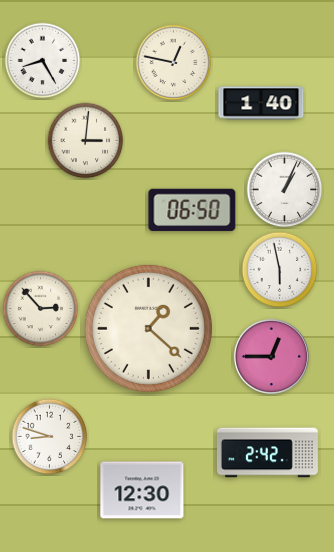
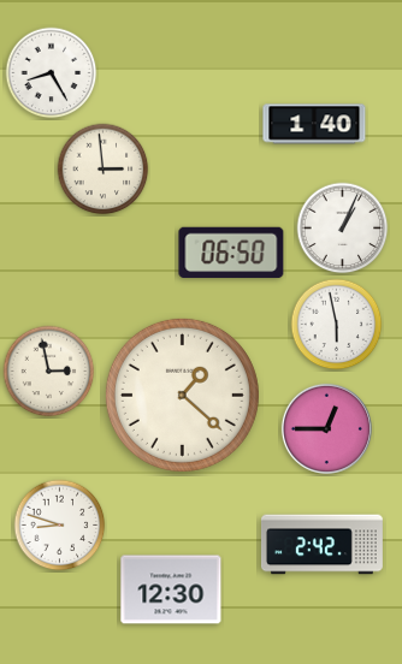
clock at (174, 63): 12:47 -> none
clock at (86, 141): 3:01 -> 2:59
clock at (41, 309): 2:53 -> 2:58
clock at (148, 328) position: (148, 328) -> (182, 395)
